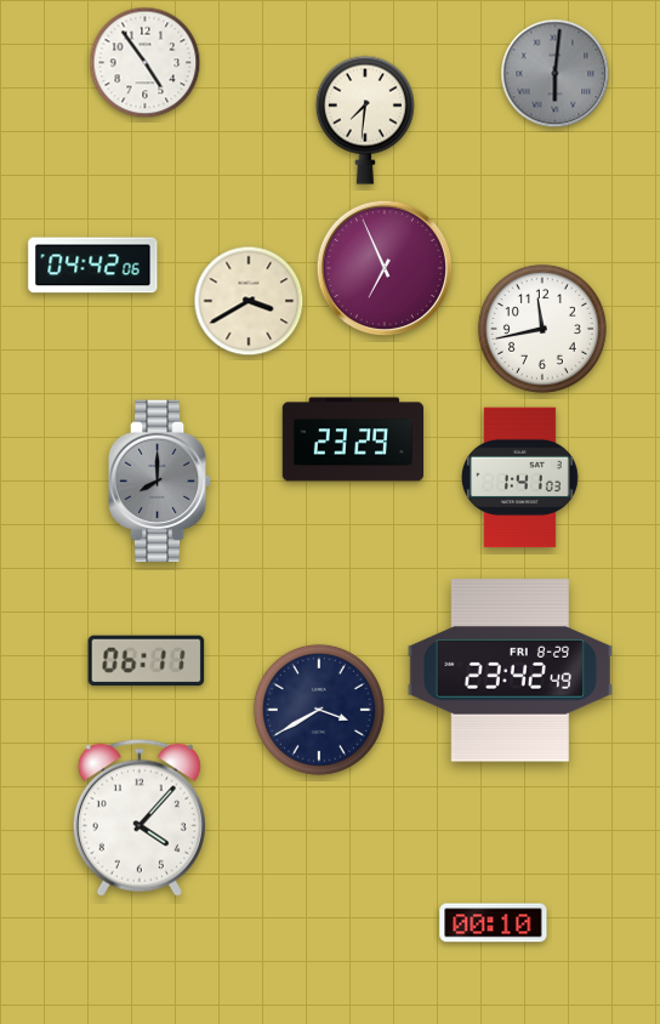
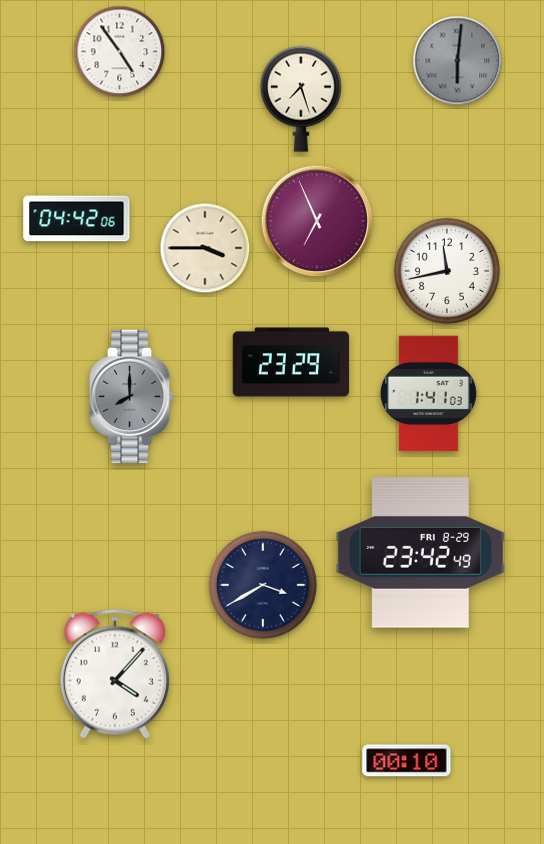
clock at (365, 120): 7:31 -> 7:27
clock at (249, 301): 3:40 -> 3:45
clock at (147, 661): 06:11 -> none
